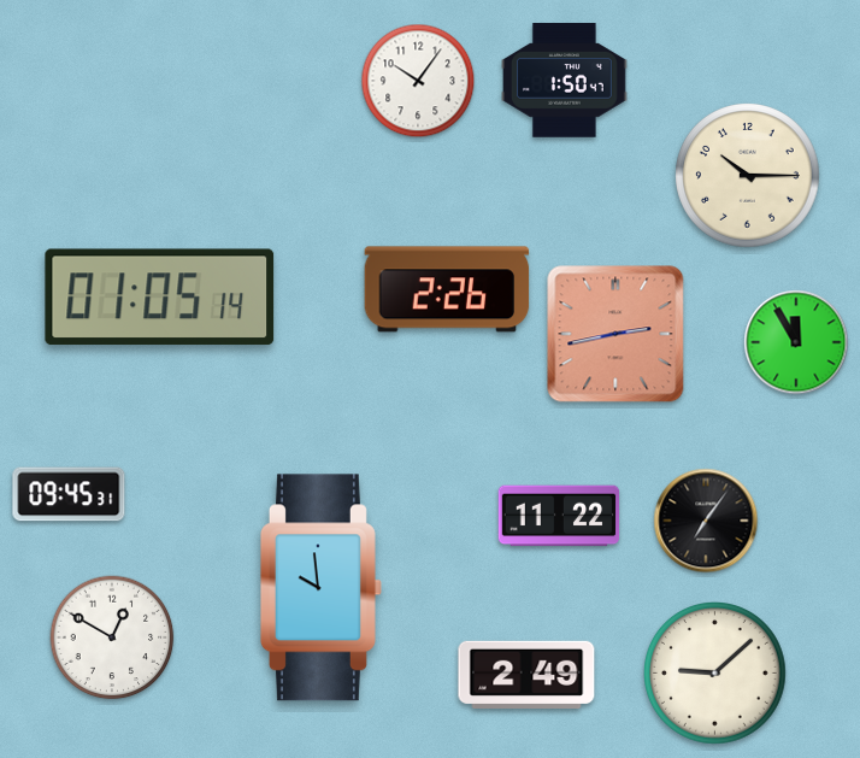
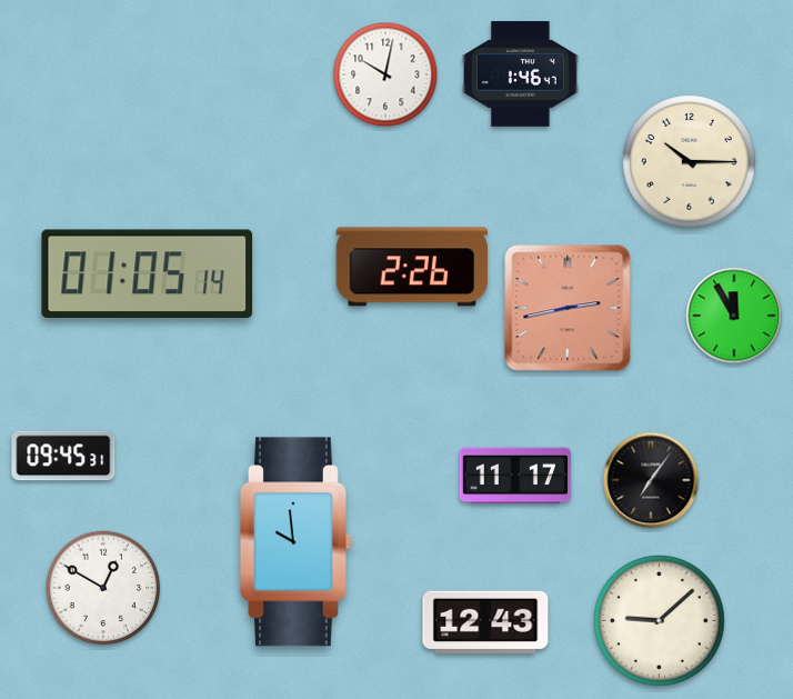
clock at (418, 81): 10:06 -> 10:02
clock at (565, 81): 1:50 -> 1:46
clock at (559, 516): 11:22 -> 11:17
clock at (526, 674): 2:49 -> 12:43
